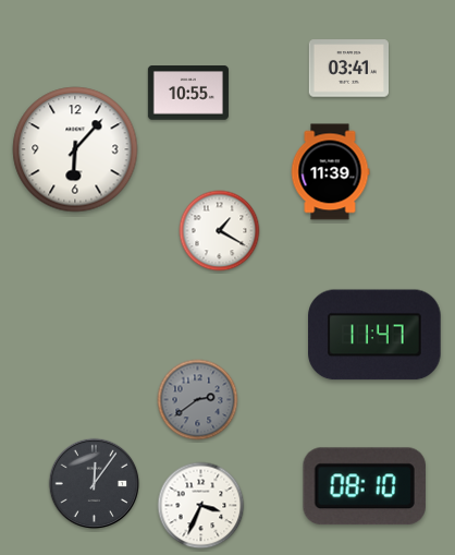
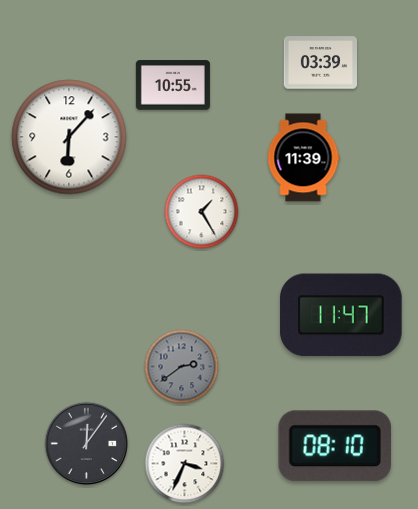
clock at (348, 69): 03:41 -> 03:39
clock at (220, 231): 1:20 -> 1:25
clock at (374, 335) position: (374, 335) -> (341, 315)
